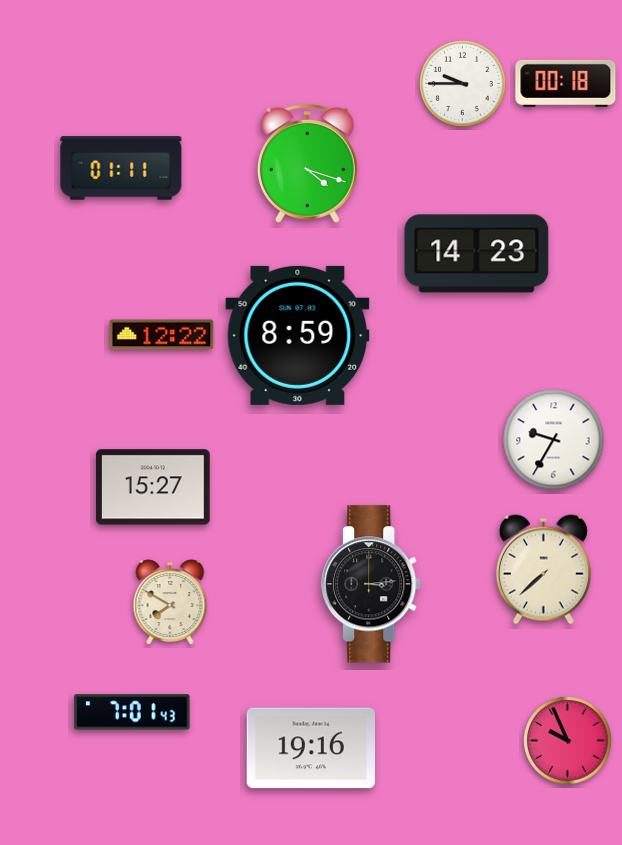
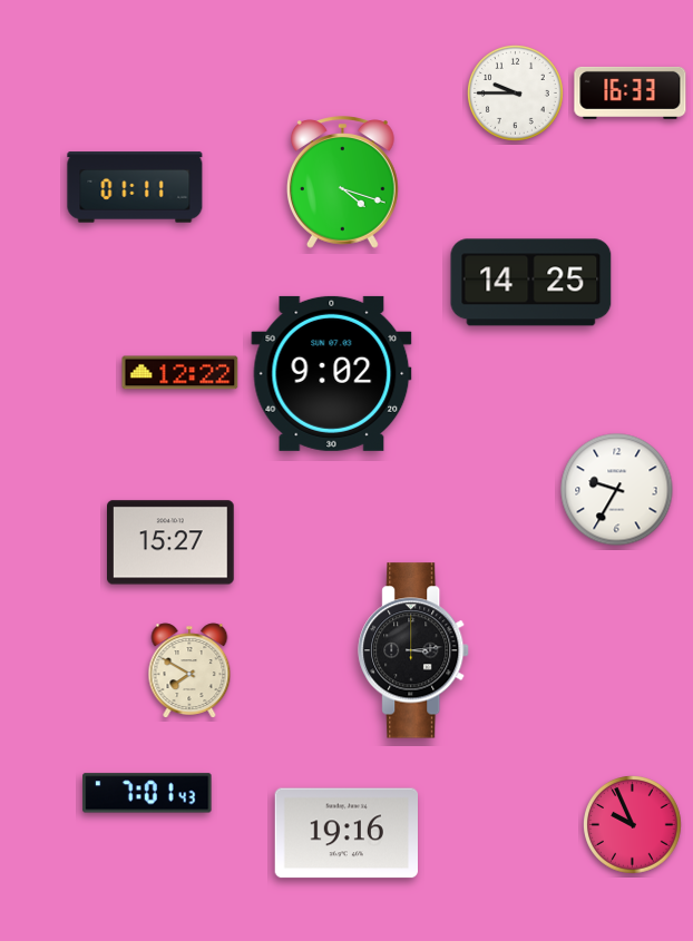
clock at (566, 83): 00:18 -> 16:33
clock at (477, 254): 14:23 -> 14:25
clock at (298, 335): 8:59 -> 9:02
clock at (543, 570): 7:38 -> none
